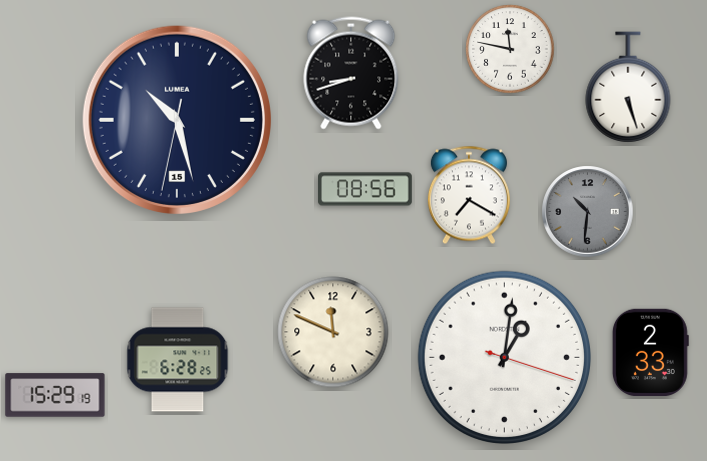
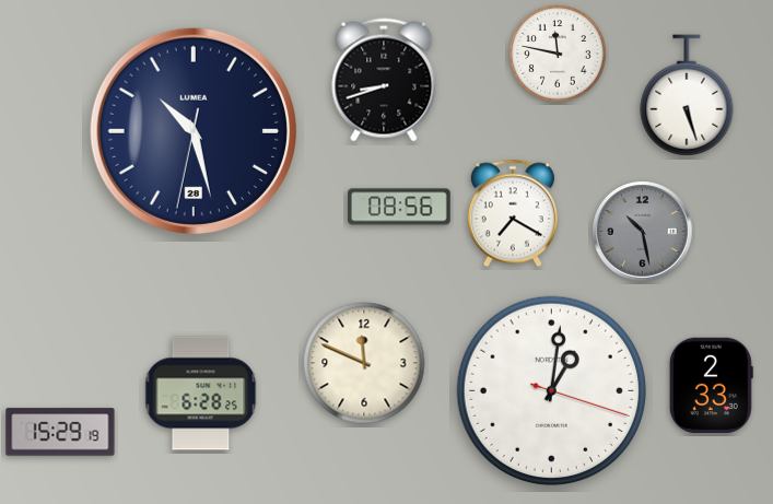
clock at (176, 119) date: 15 -> 28
clock at (588, 212): 10:31 -> 10:28
clock at (178, 360) position: (178, 360) -> (201, 394)
